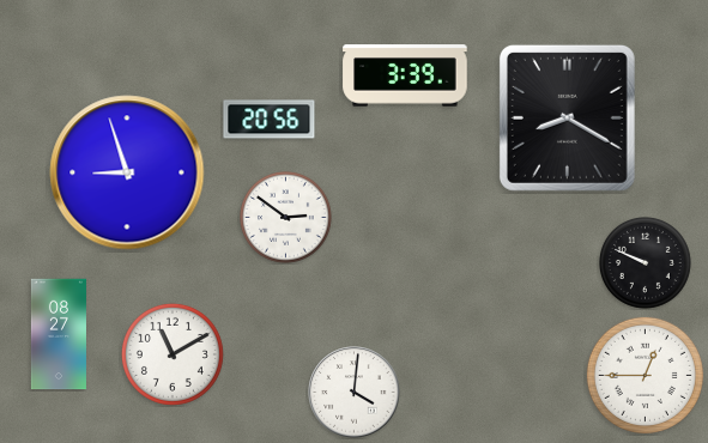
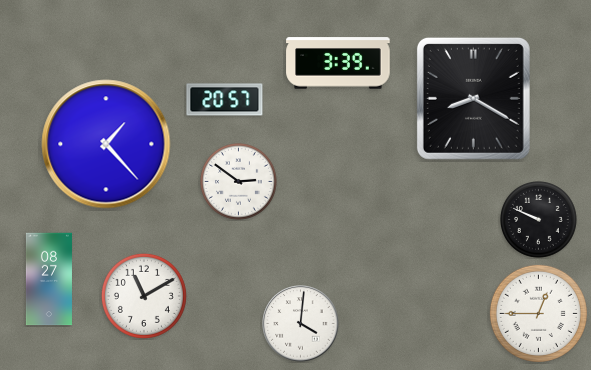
clock at (270, 120): 20:56 -> 20:57
clock at (127, 172): 8:57 -> 1:23
clock at (355, 393) position: (355, 393) -> (301, 324)
